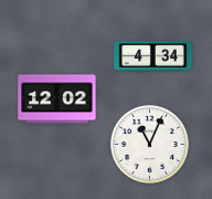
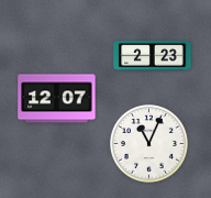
clock at (153, 56): 4:34 -> 2:23
clock at (57, 99): 12:02 -> 12:07
